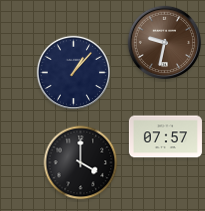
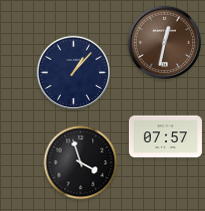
clock at (165, 43): 9:32 -> 12:32
clock at (81, 163): 4:00 -> 3:57
